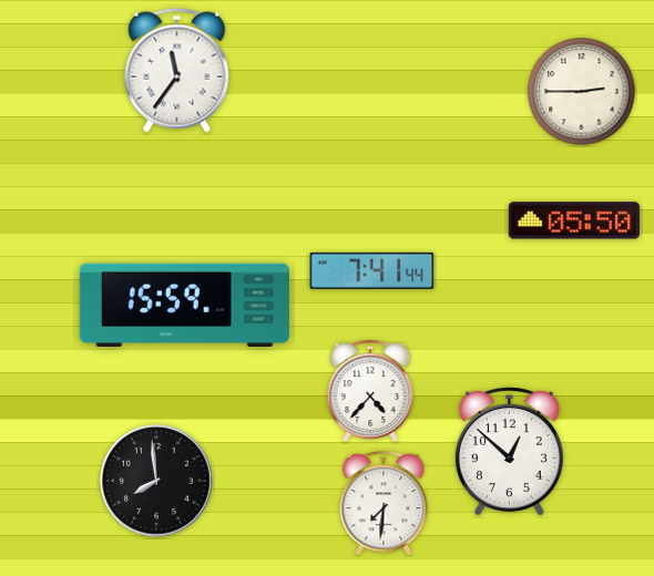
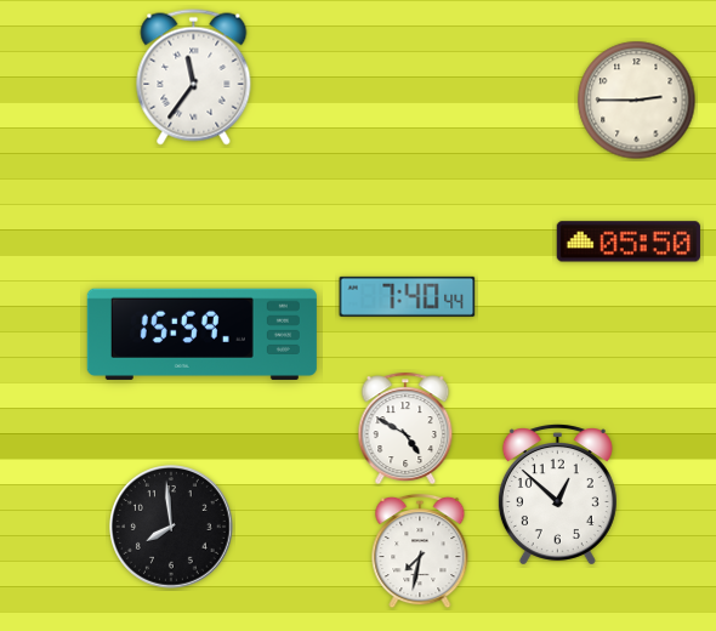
clock at (372, 270): 7:41 -> 7:40
clock at (370, 391): 4:37 -> 4:50
clock at (384, 503): 7:31 -> 7:32
